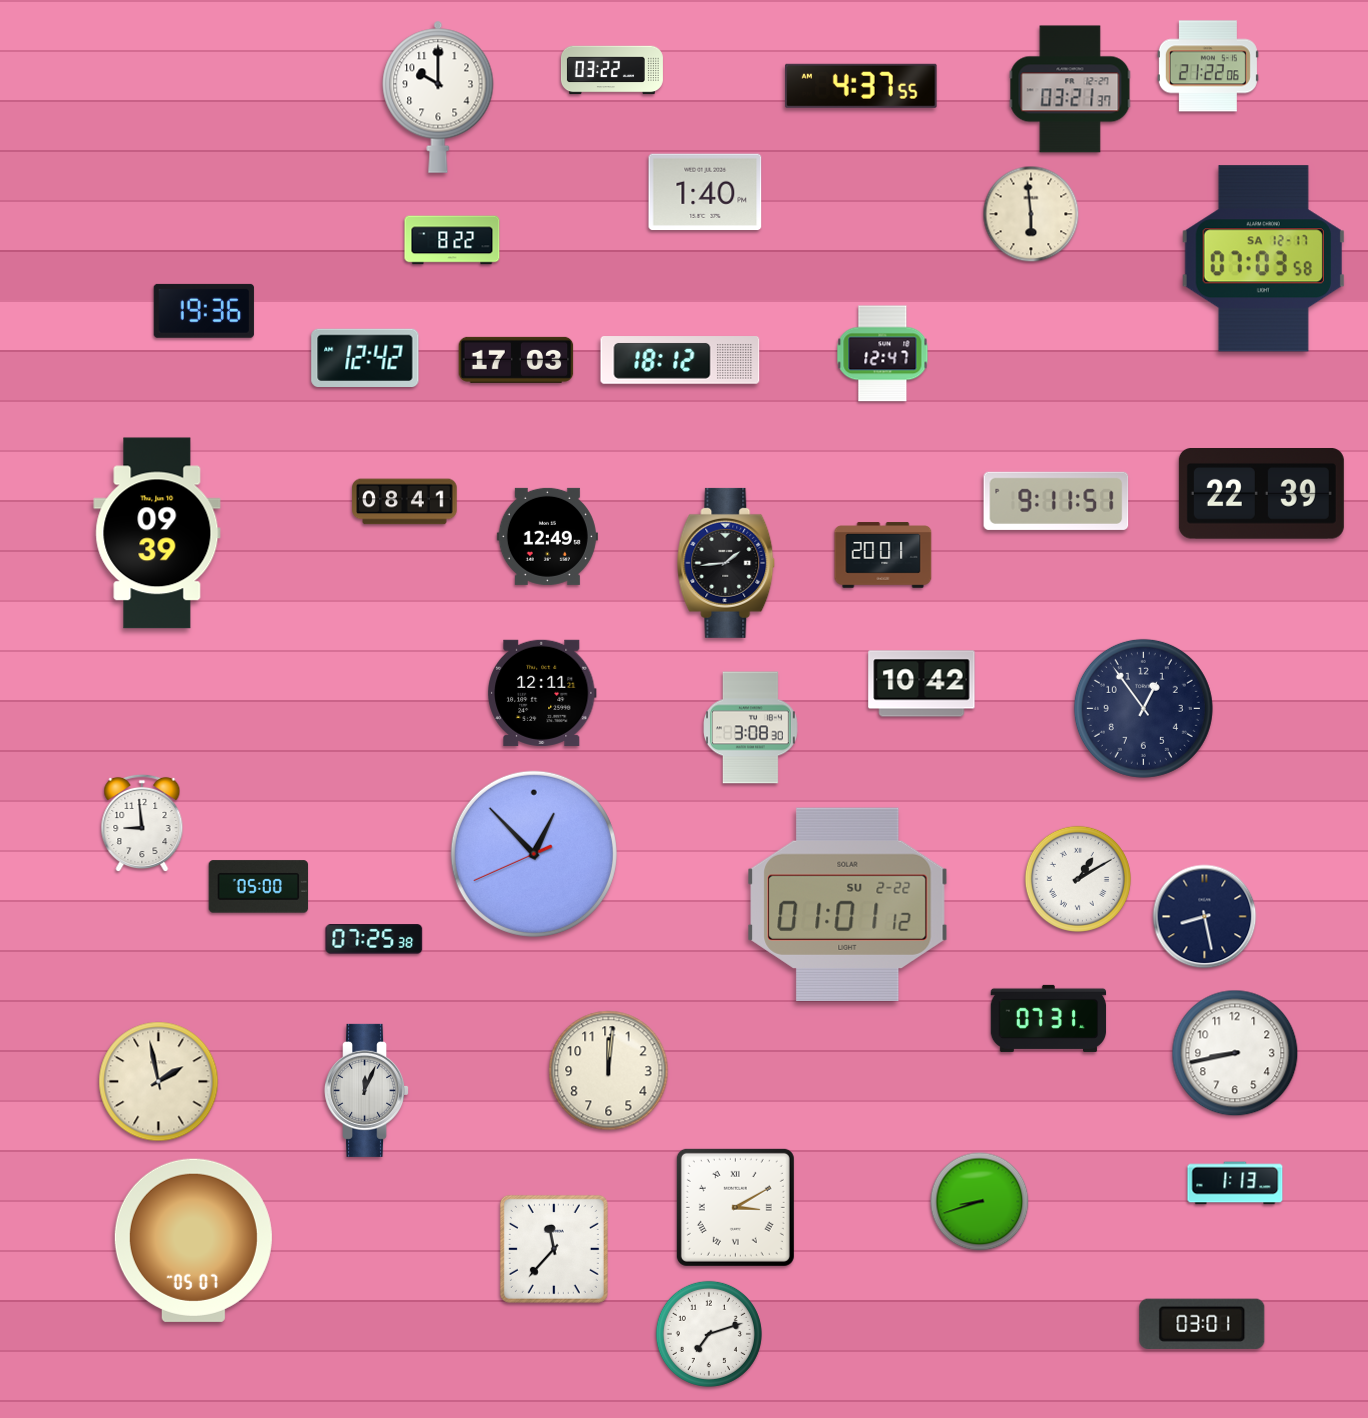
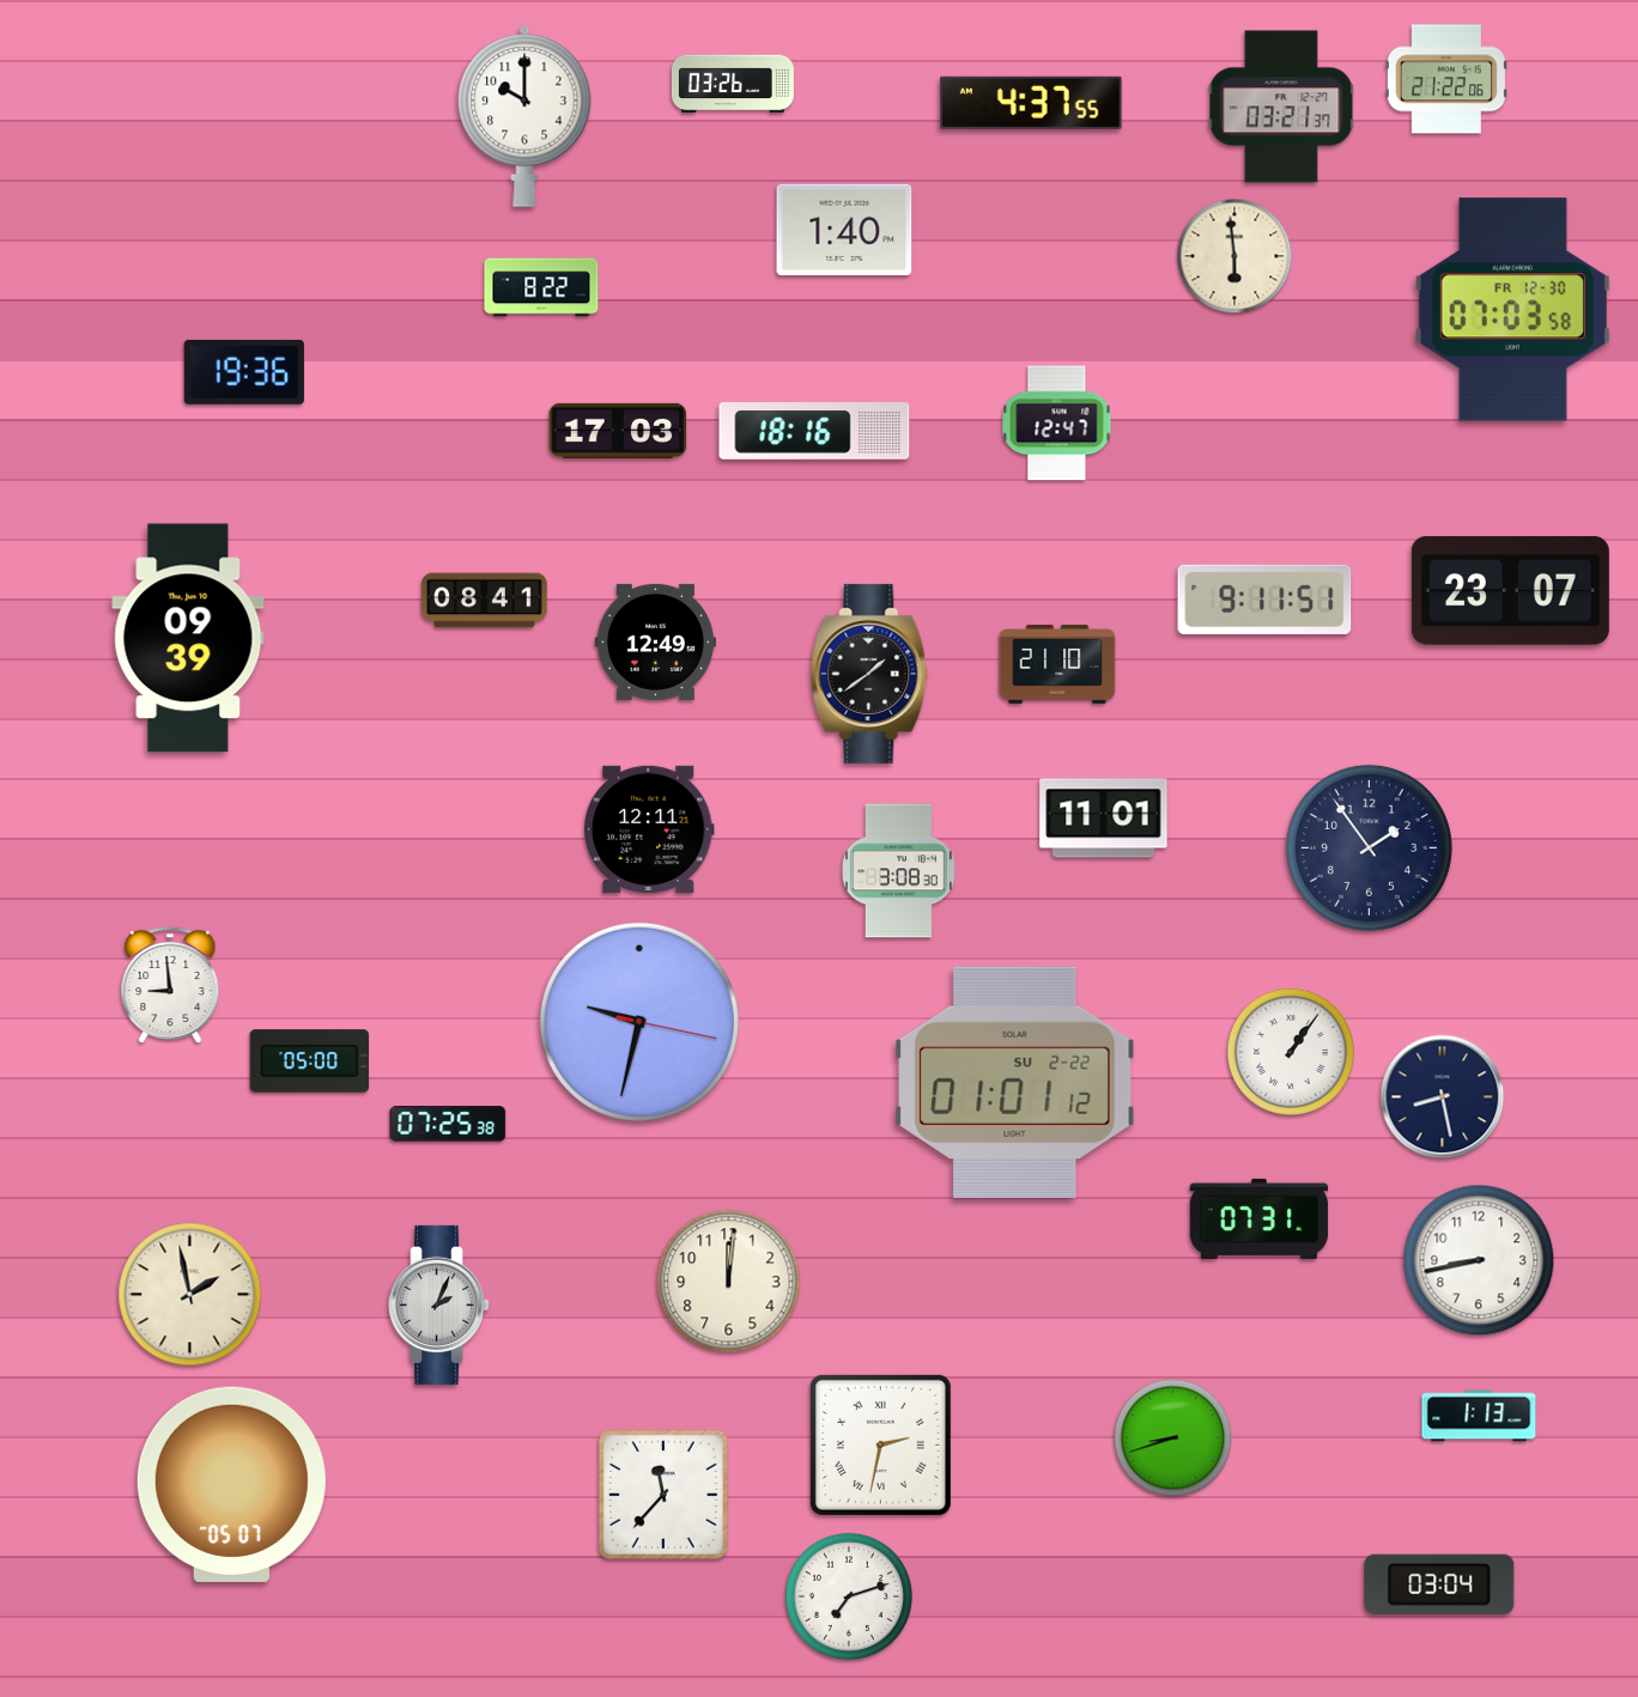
clock at (612, 70): 03:22 -> 03:26
clock at (1263, 259) date: SA 12-17 -> FR 12-30
clock at (365, 357): 12:42 -> none
clock at (680, 360): 18:12 -> 18:16
clock at (1261, 494): 22:39 -> 23:07
clock at (883, 555): 20:01 -> 21:10
clock at (726, 563): 1:44 -> 1:39
clock at (922, 684): 10:42 -> 11:01
clock at (1143, 708): 12:54 -> 1:54
clock at (534, 854): 12:52 -> 9:32
clock at (1078, 879): 1:10 -> 1:06
clock at (1049, 1018) position: (1049, 1018) -> (1260, 1218)
clock at (367, 1090): 12:04 -> 2:04
clock at (735, 1207): 3:10 -> 2:32
clock at (1202, 1324): 03:01 -> 03:04
